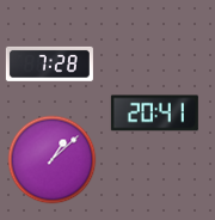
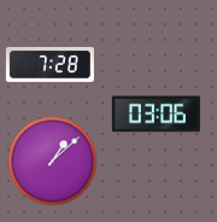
clock at (154, 114): 20:41 -> 03:06
